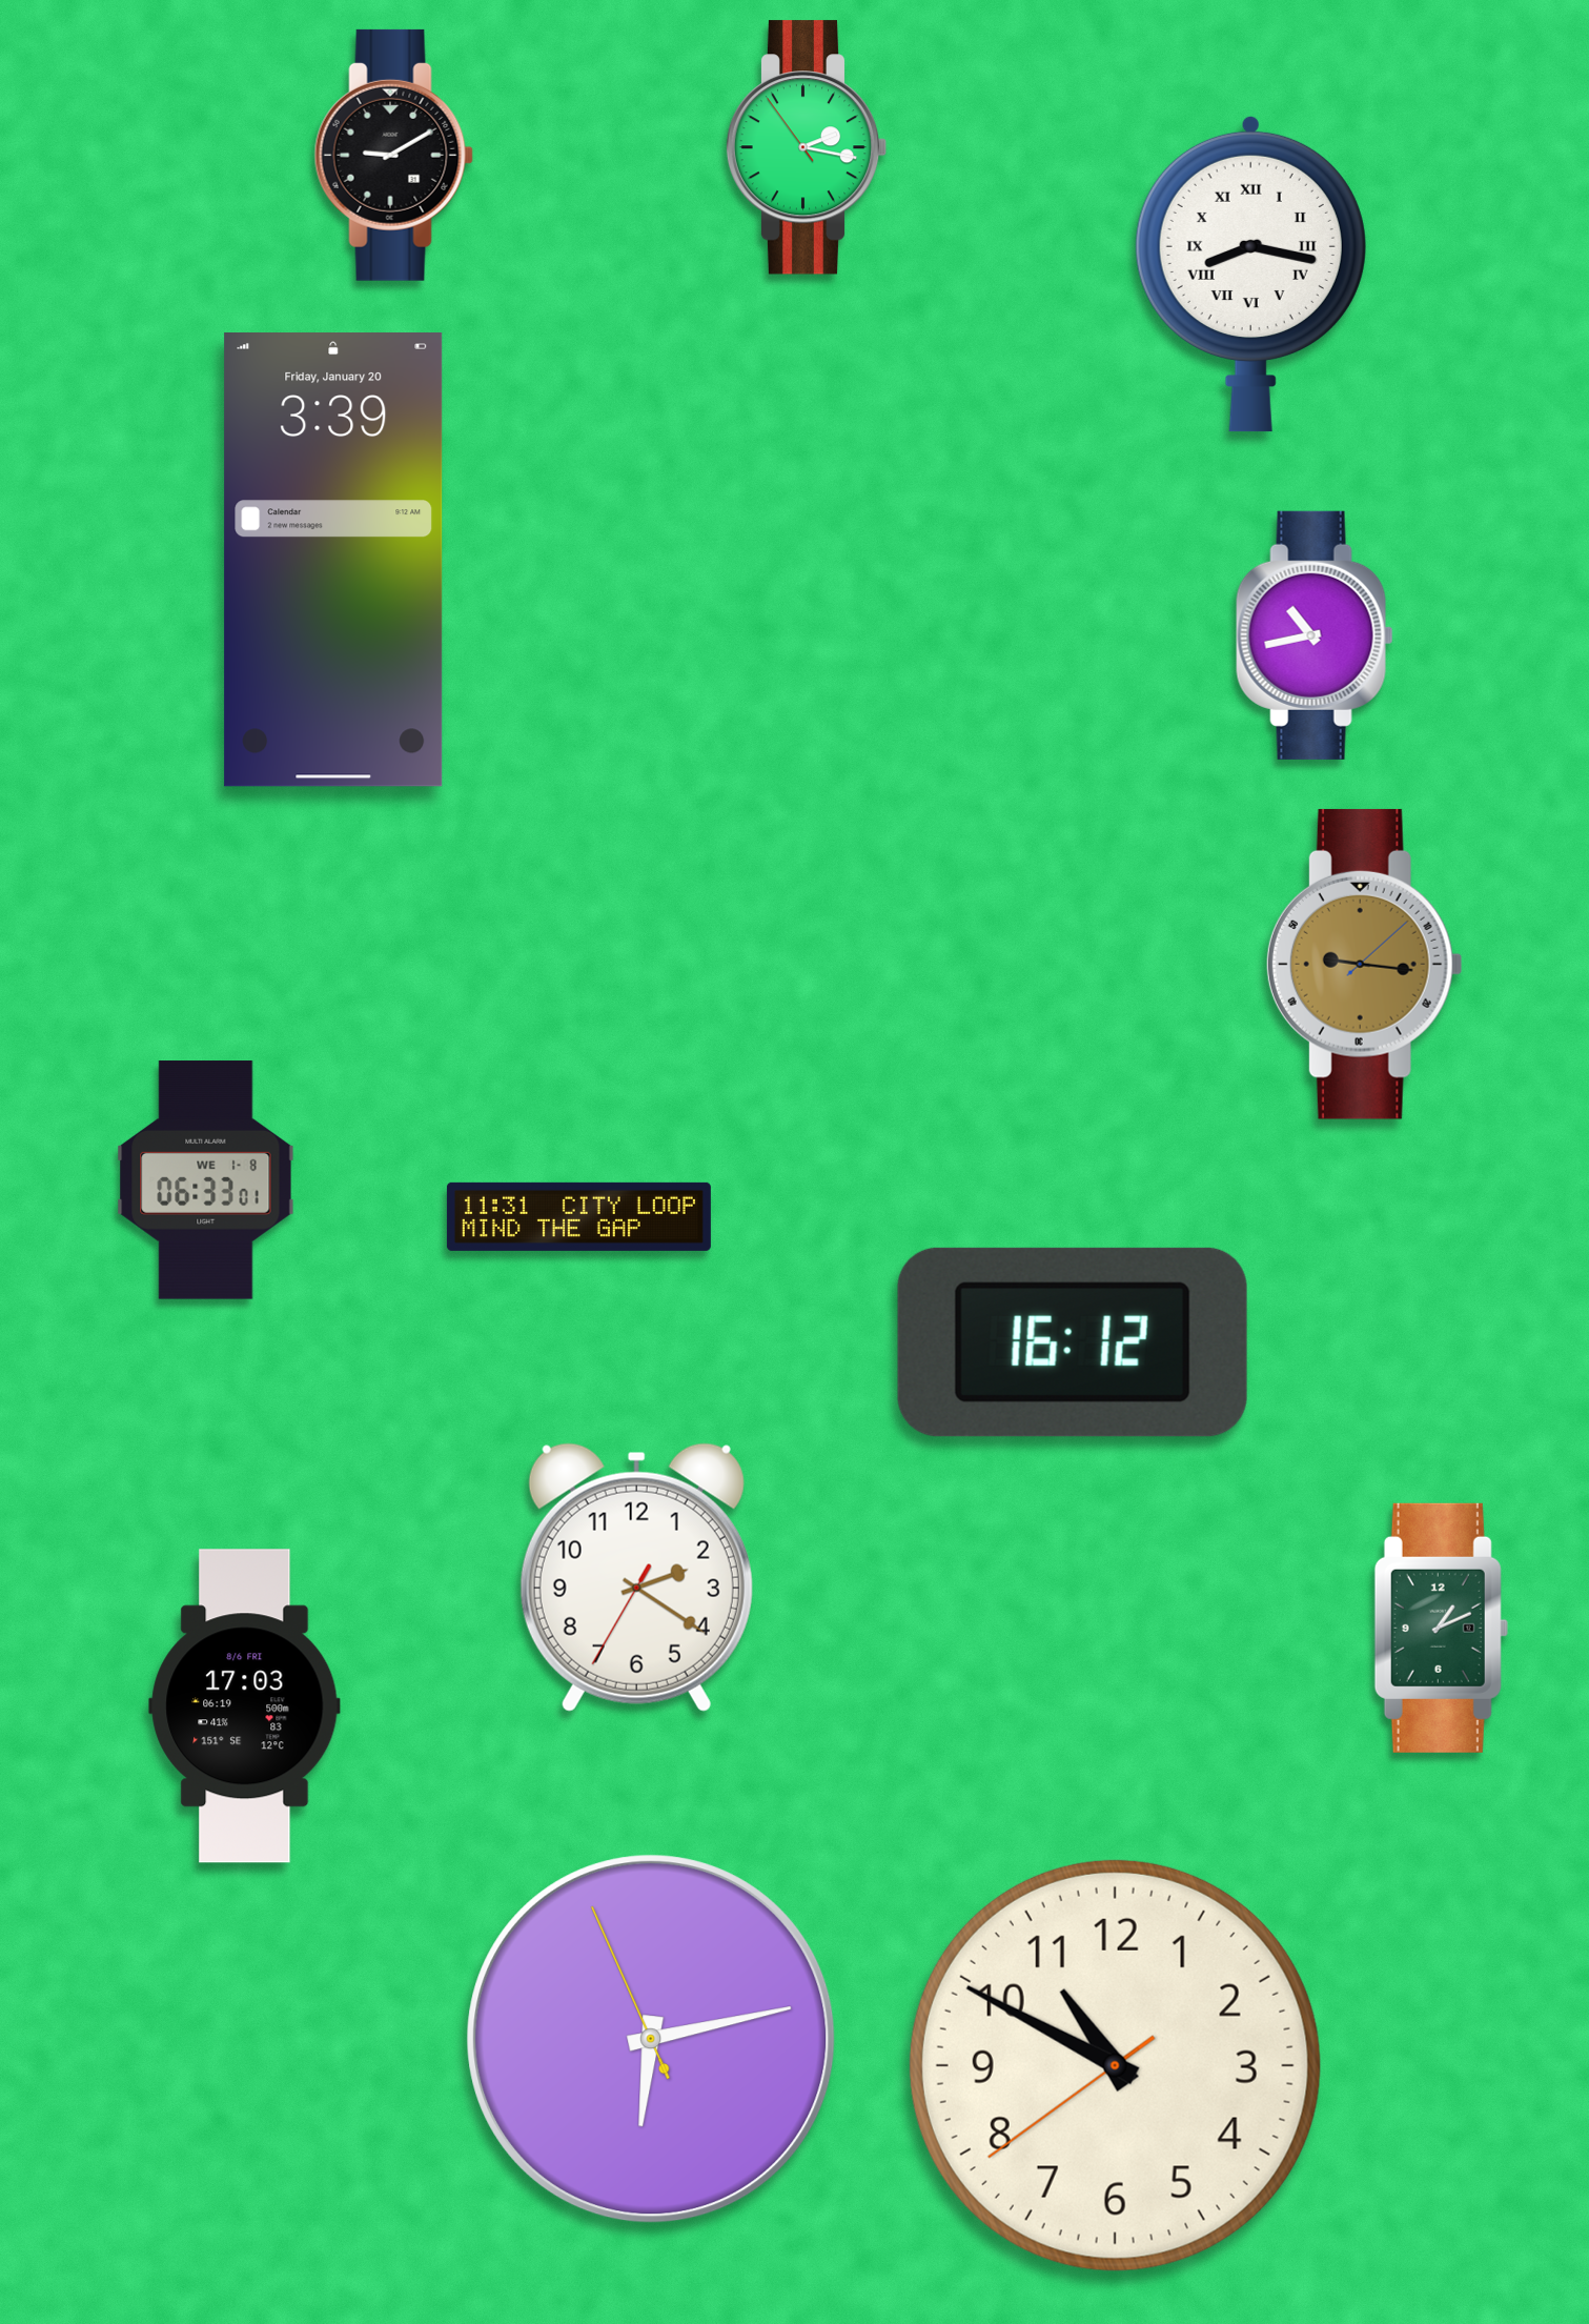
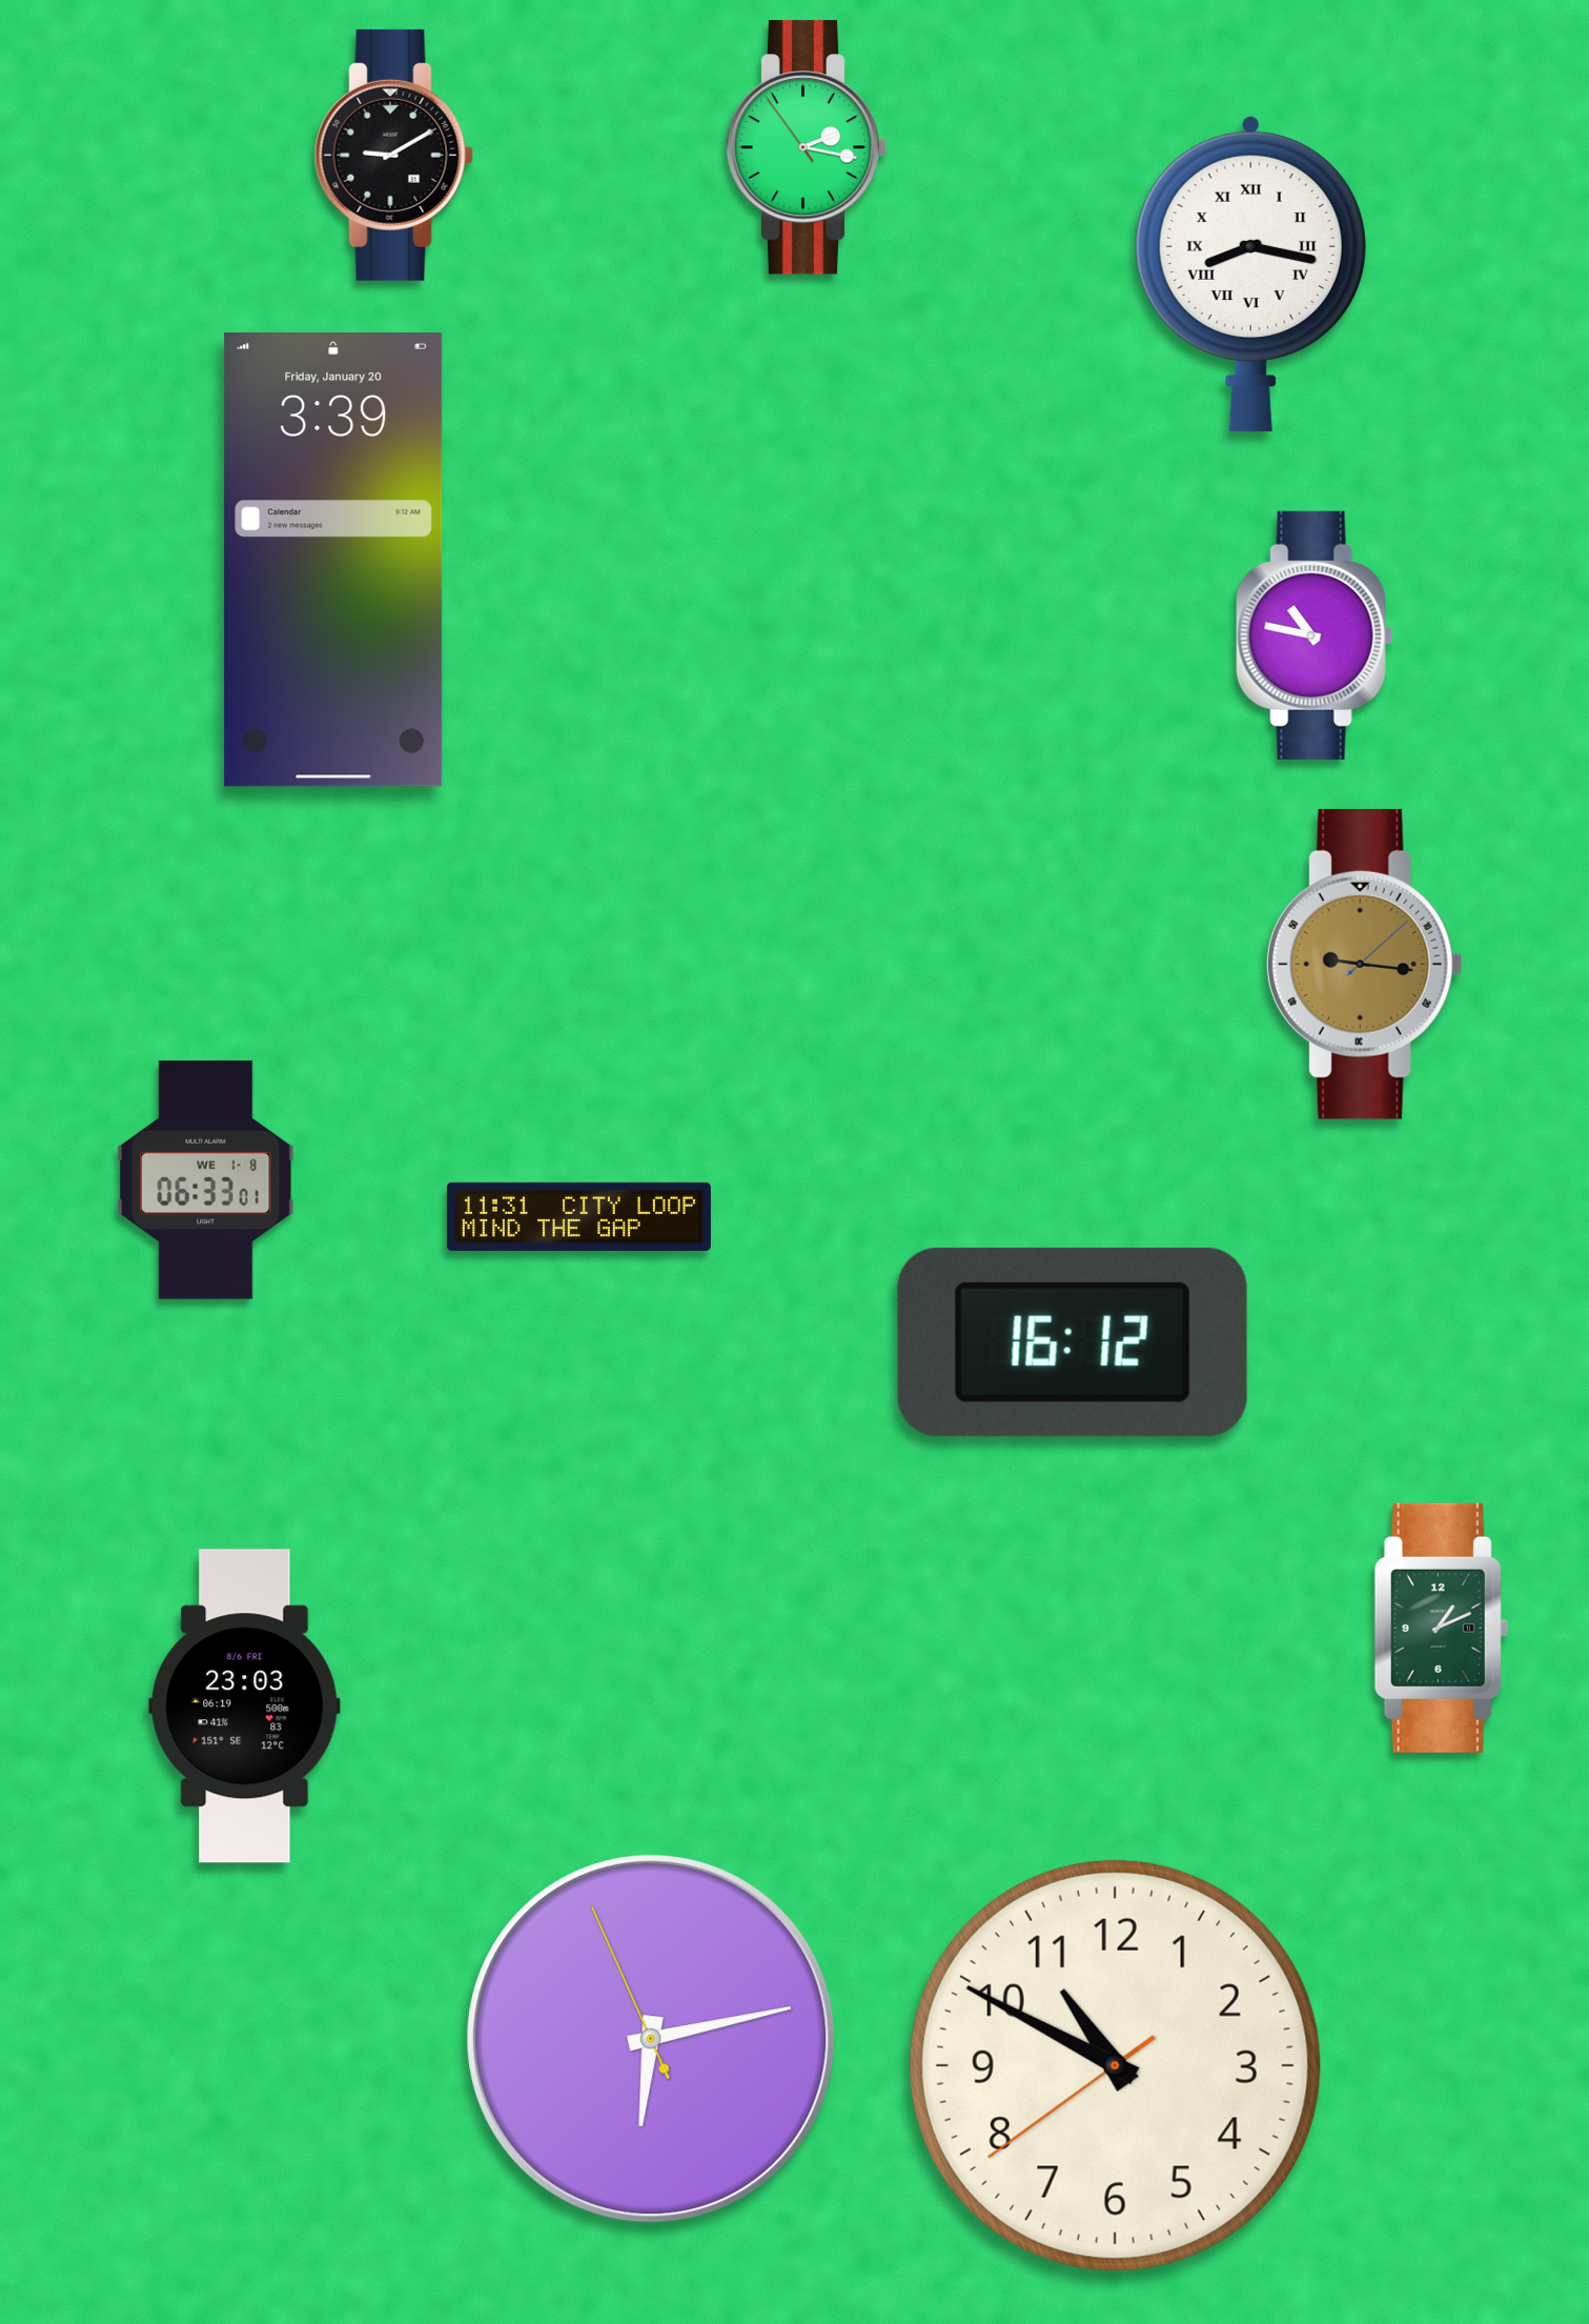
clock at (1315, 635): 10:43 -> 10:47
clock at (636, 1577): 2:20 -> none
clock at (245, 1706): 17:03 -> 23:03
